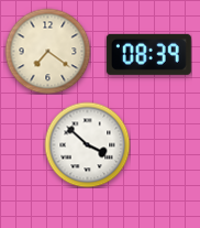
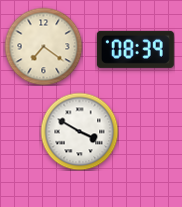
clock at (87, 144): 3:52 -> 3:50
